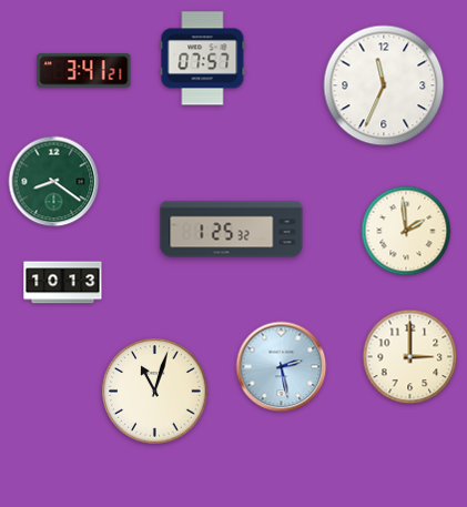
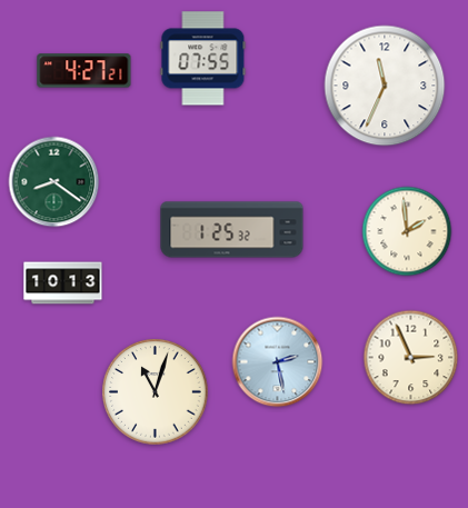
clock at (203, 59): 07:57 -> 07:55
clock at (84, 71): 3:41 -> 4:27
clock at (410, 357): 3:00 -> 2:56
clock at (282, 367) position: (282, 367) -> (278, 362)
